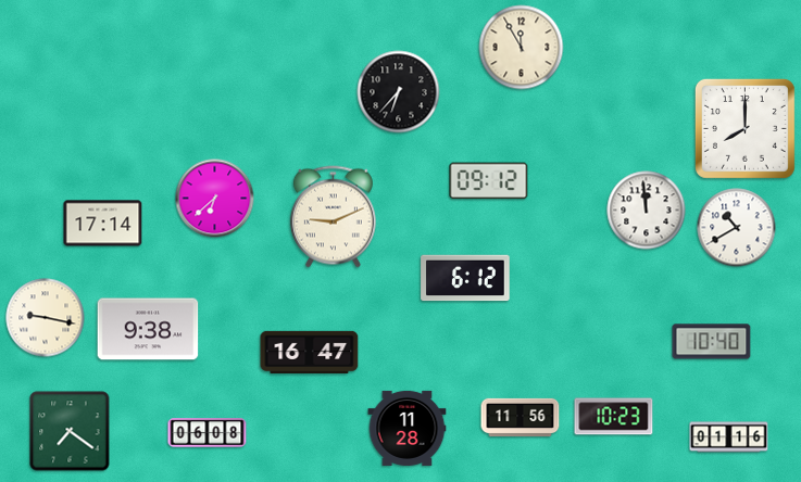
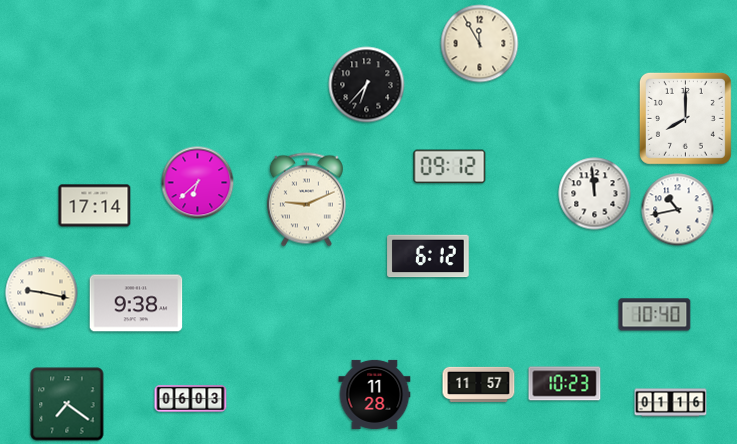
clock at (737, 228): 10:40 -> 10:43
clock at (310, 352): 16:47 -> none
clock at (521, 417): 11:56 -> 11:57
clock at (70, 431) position: (70, 431) -> (67, 404)
clock at (208, 433): 06:08 -> 06:03
